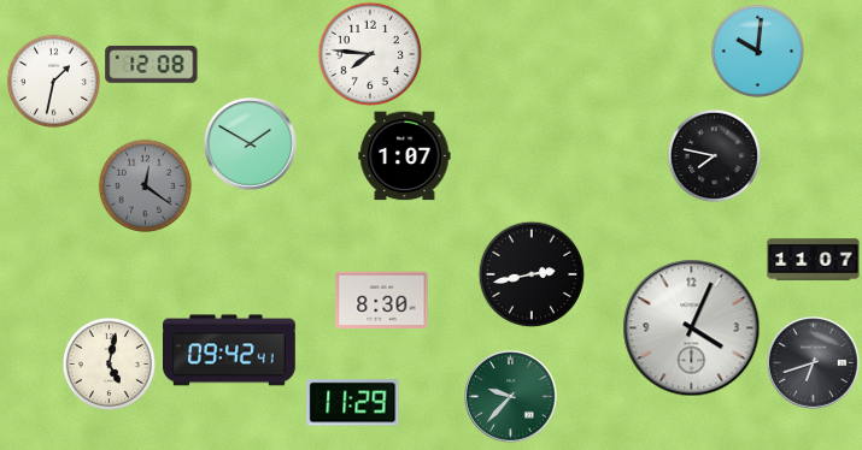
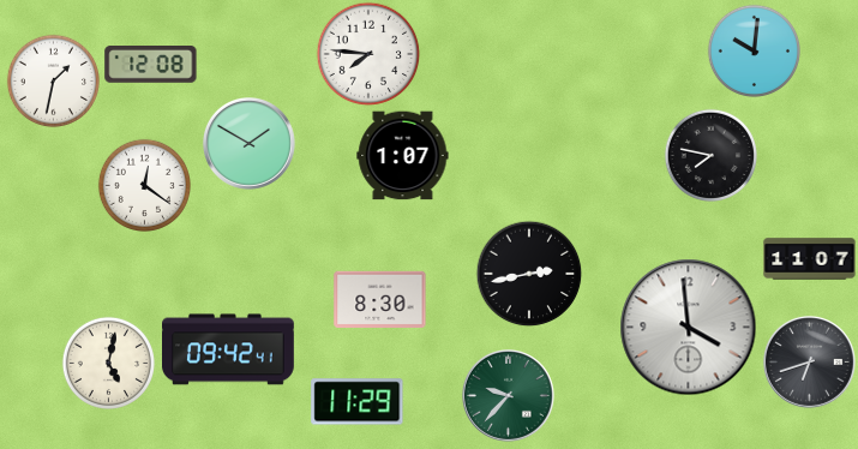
clock at (145, 185) dial: grey -> white
clock at (692, 328): 4:04 -> 3:59
clock at (353, 403) position: (353, 403) -> (358, 402)
